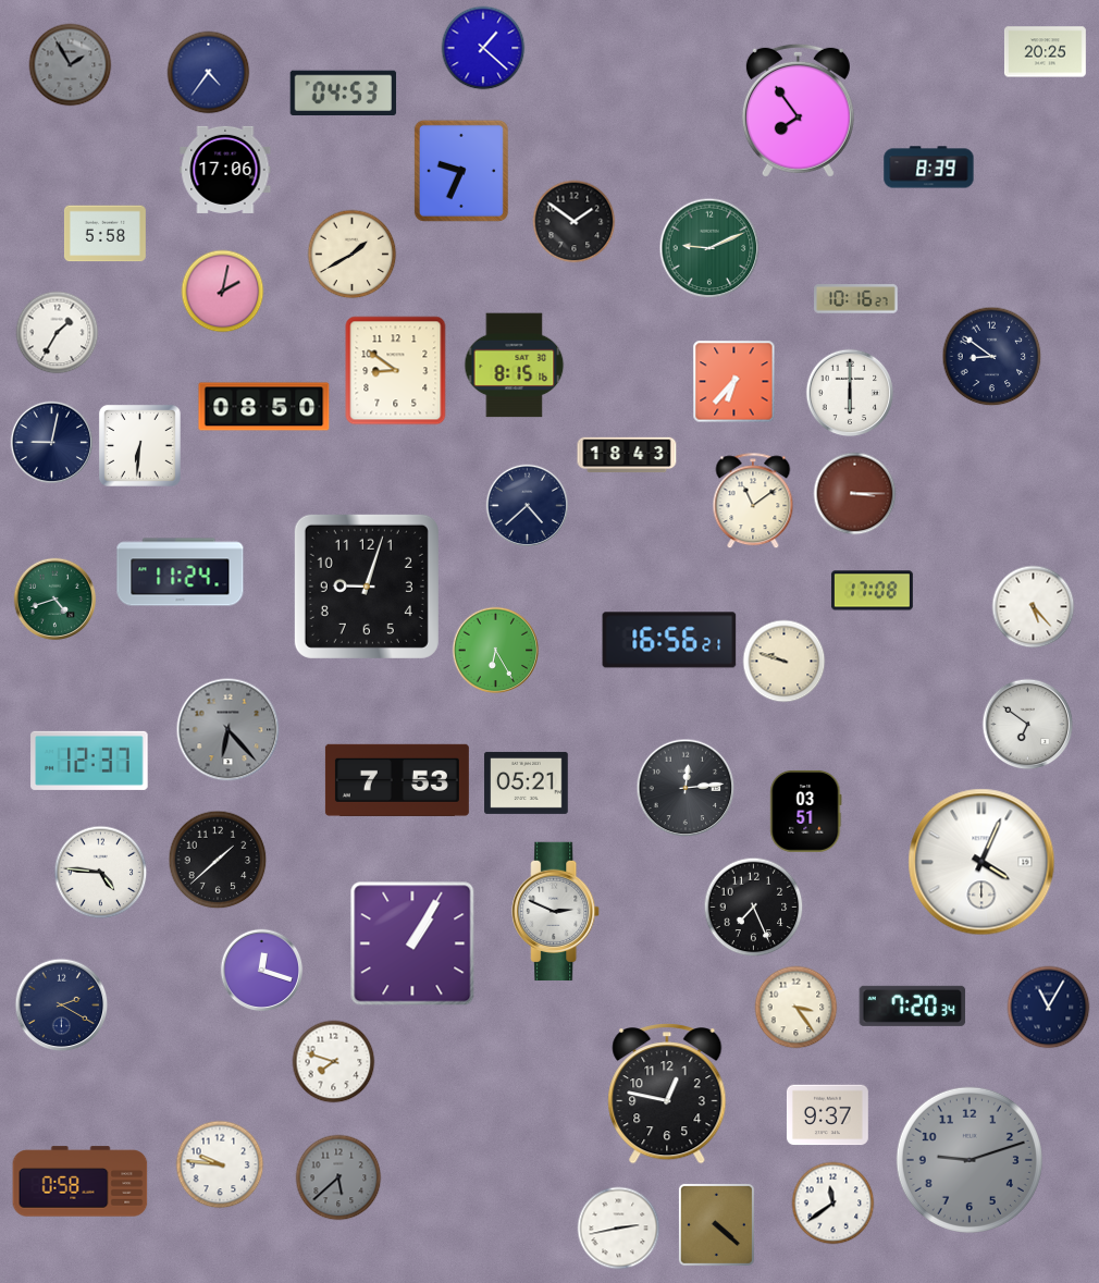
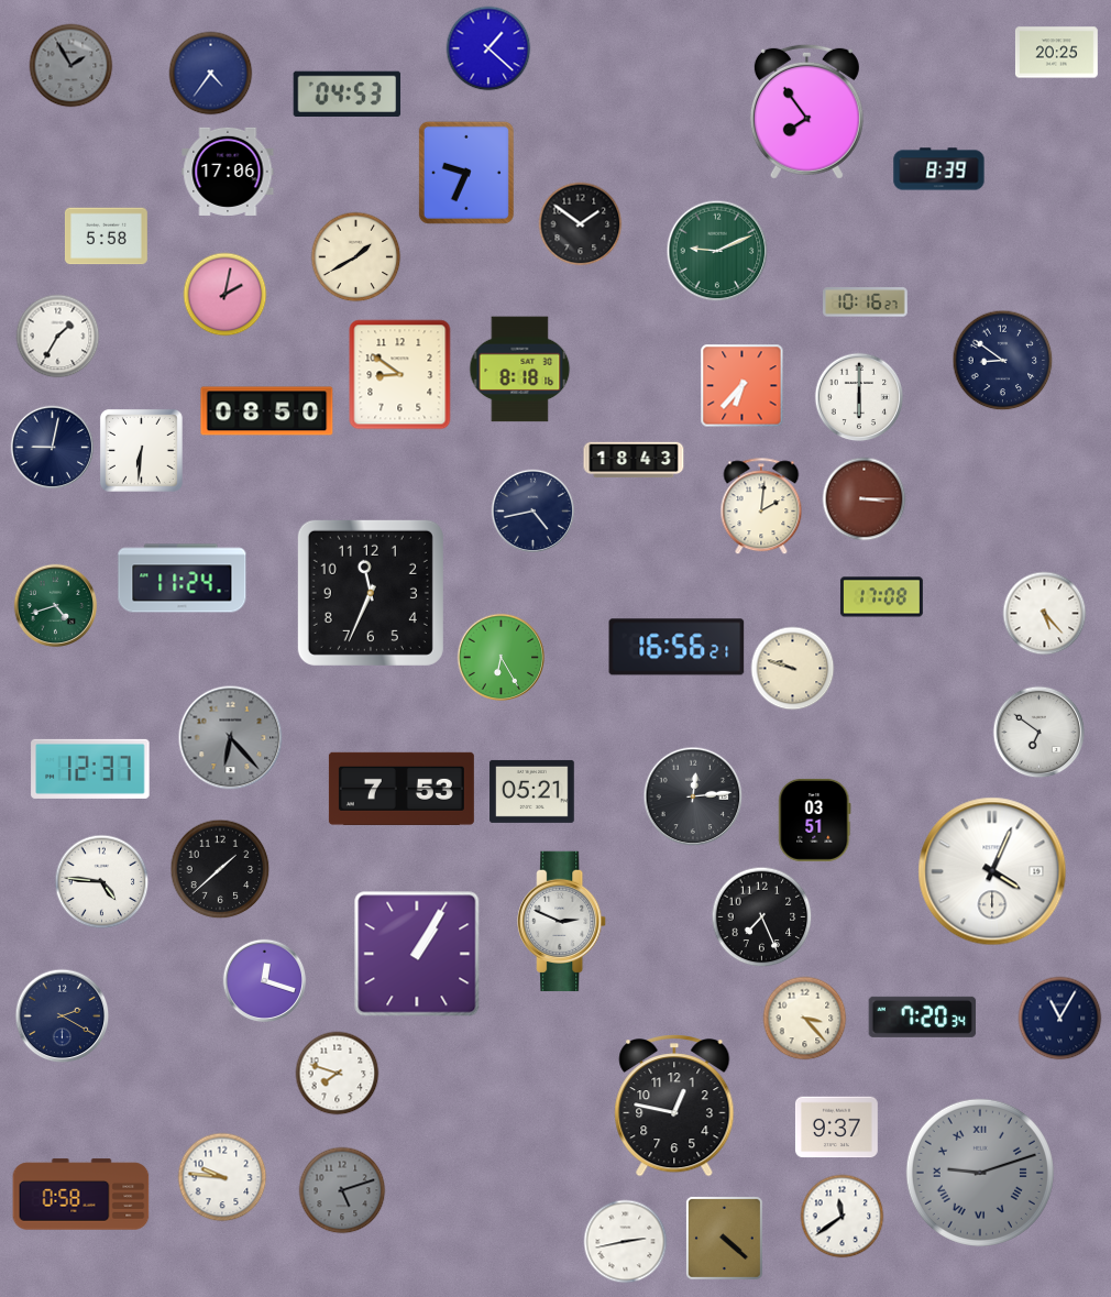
clock at (515, 366): 8:15 -> 8:18
clock at (753, 502): 11:09 -> 2:01
clock at (528, 506): 4:38 -> 4:43
clock at (367, 587): 9:03 -> 11:34
clock at (797, 1008): 3:24 -> 3:23
clock at (970, 1160) numerals: Arabic -> Roman
clock at (338, 1177): 5:38 -> 5:12
